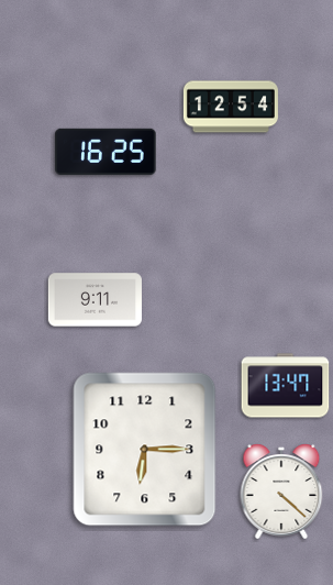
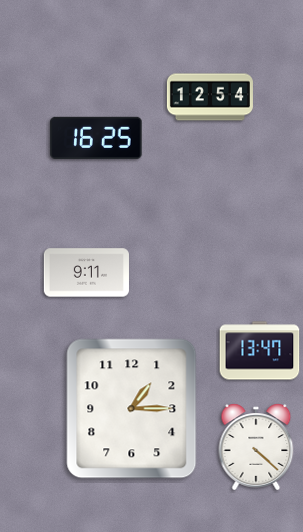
clock at (145, 450): 6:15 -> 1:15
